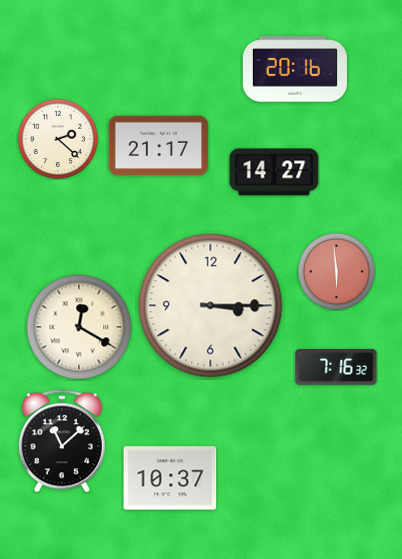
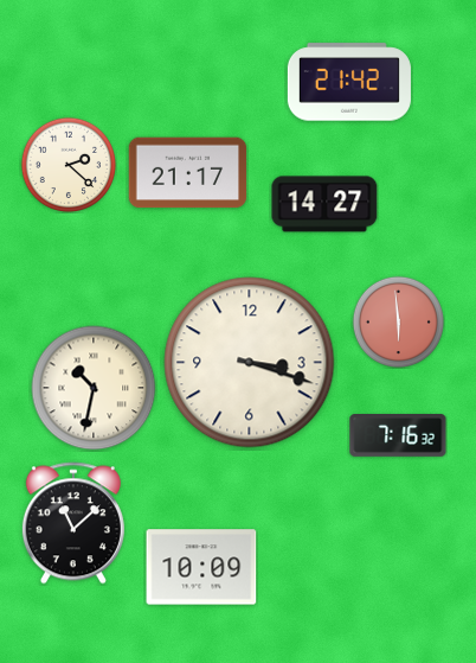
clock at (295, 69): 20:16 -> 21:42
clock at (211, 306): 3:15 -> 3:18
clock at (79, 327): 12:20 -> 10:32
clock at (170, 478): 10:37 -> 10:09
